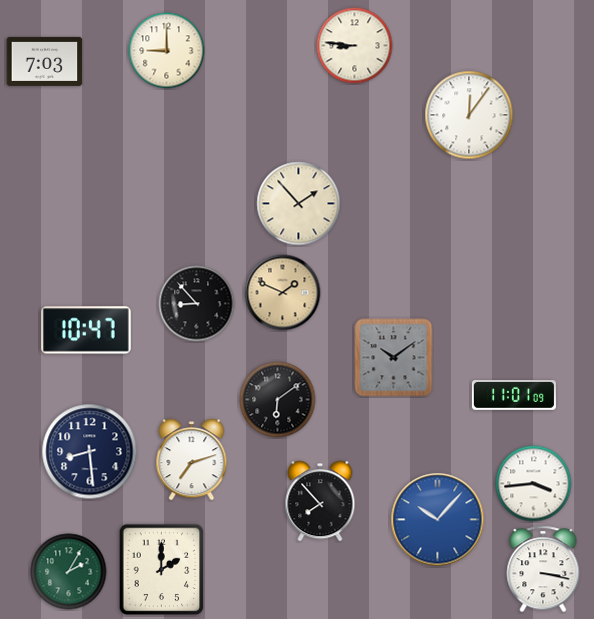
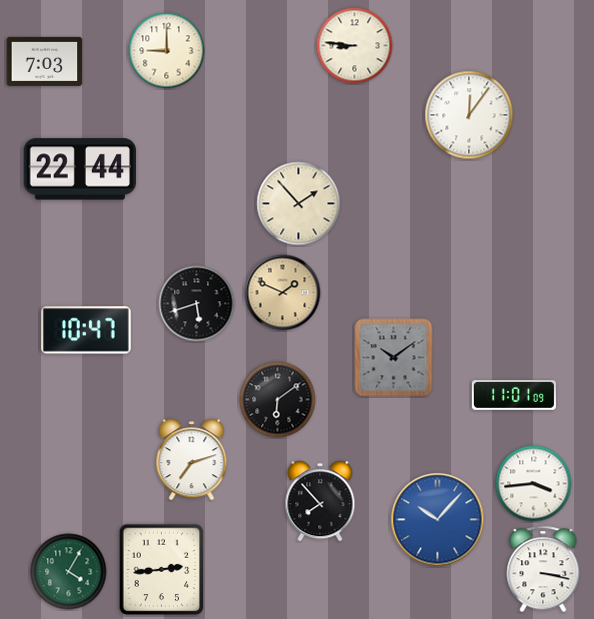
clock at (80, 169): none -> 22:44
clock at (197, 304): 8:53 -> 5:42
clock at (90, 452): 8:29 -> none
clock at (162, 570): 2:00 -> 2:44
clock at (69, 572): 2:05 -> 4:05
